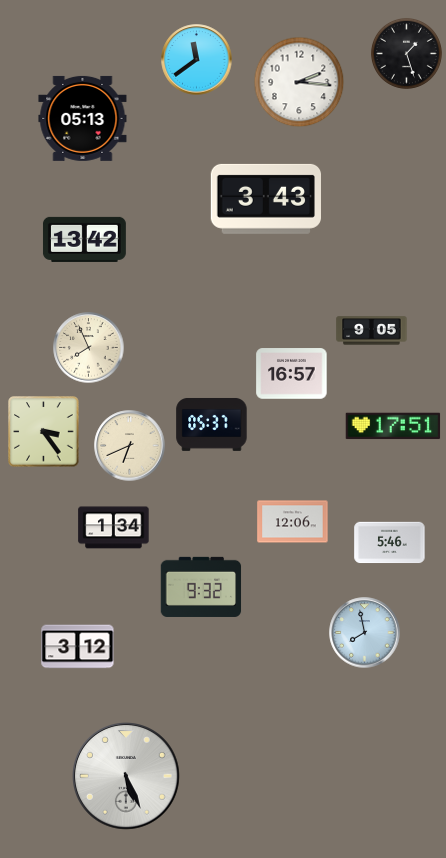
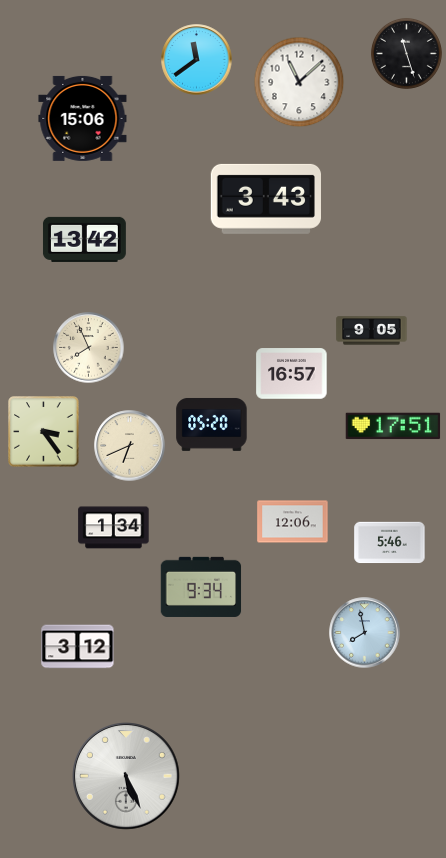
clock at (406, 53): 1:27 -> 11:27
clock at (299, 82): 2:16 -> 11:08
clock at (83, 118): 05:13 -> 15:06
clock at (212, 424): 05:37 -> 05:20
clock at (201, 587): 9:32 -> 9:34
